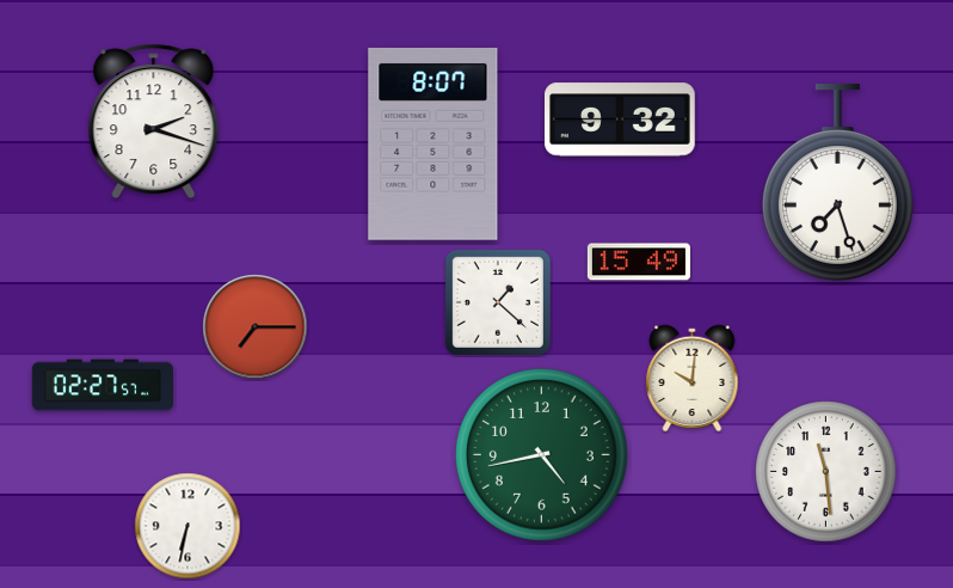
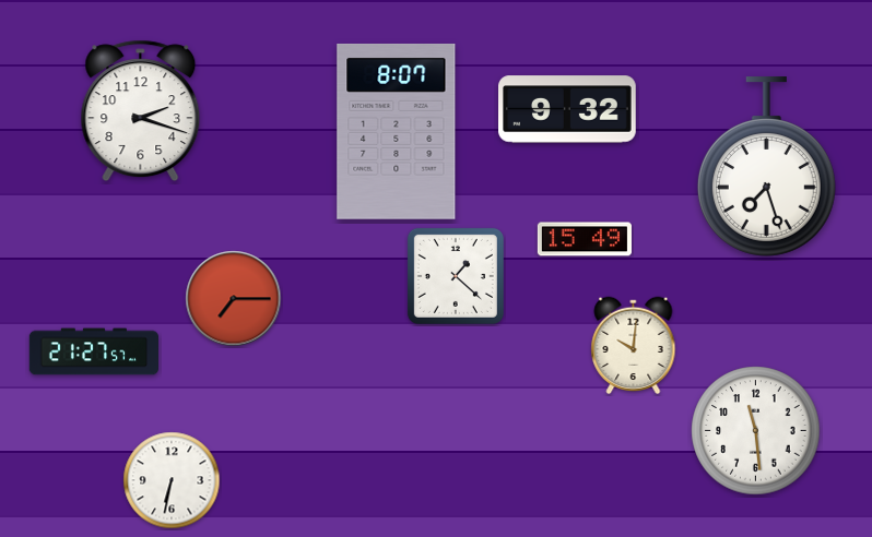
clock at (103, 385): 02:27 -> 21:27
clock at (542, 455): 4:43 -> none
